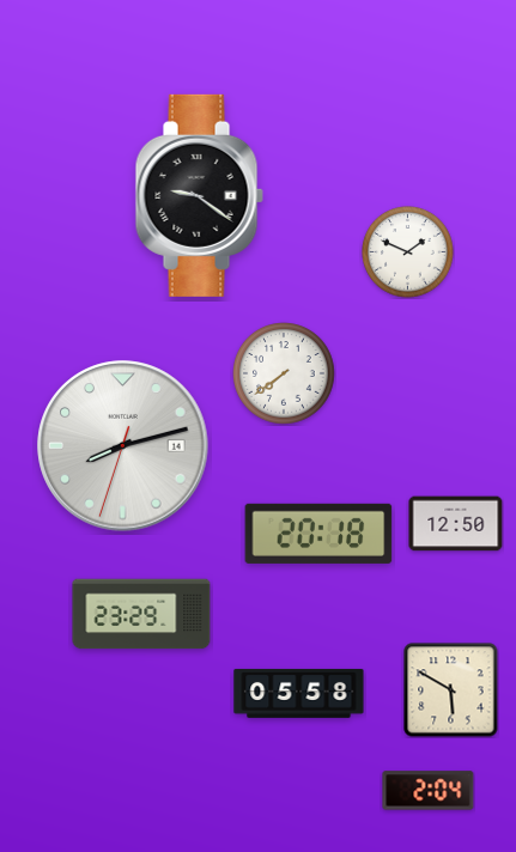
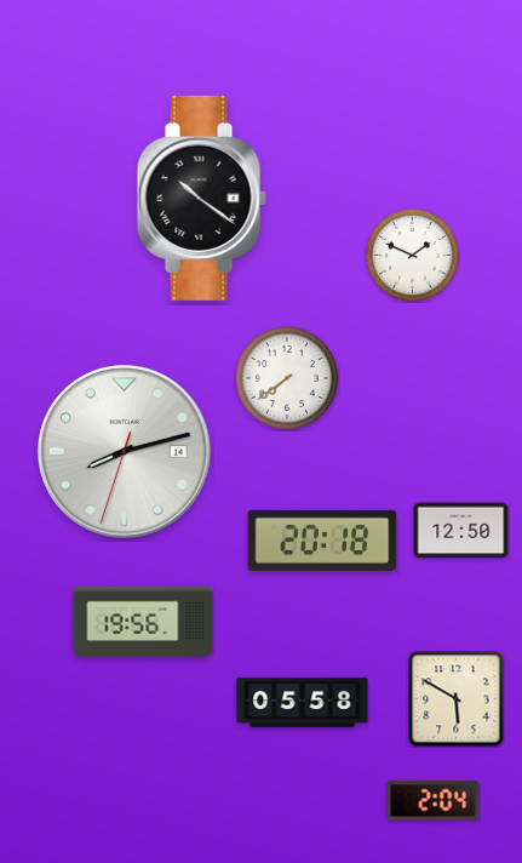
clock at (199, 195): 9:21 -> 10:21
clock at (141, 614): 23:29 -> 19:56
